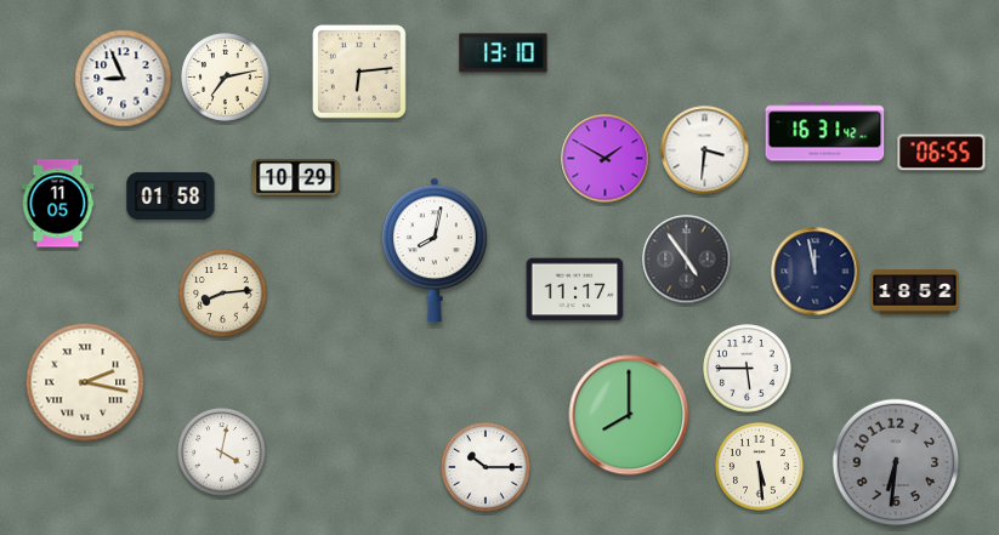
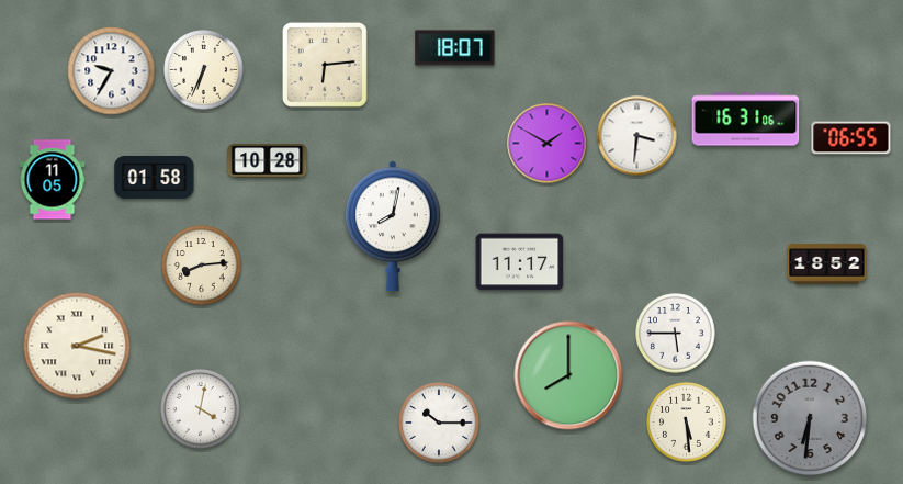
clock at (504, 53): 13:10 -> 18:07
clock at (226, 78): 7:13 -> 6:34
clock at (124, 79): 8:56 -> 9:35
clock at (825, 132): 16:31:42 -> 16:31:06
clock at (296, 178): 10:29 -> 10:28
clock at (58, 204) position: (58, 204) -> (53, 180)
clock at (687, 260): 4:54 -> none
clock at (816, 272): 11:58 -> none
